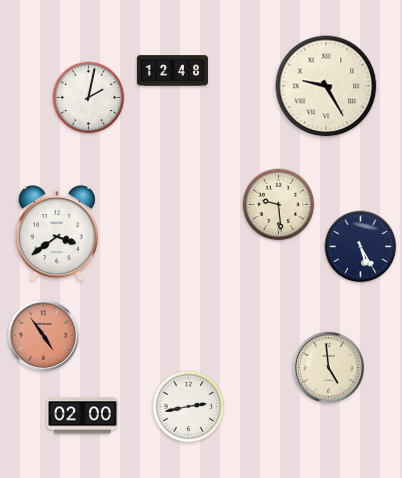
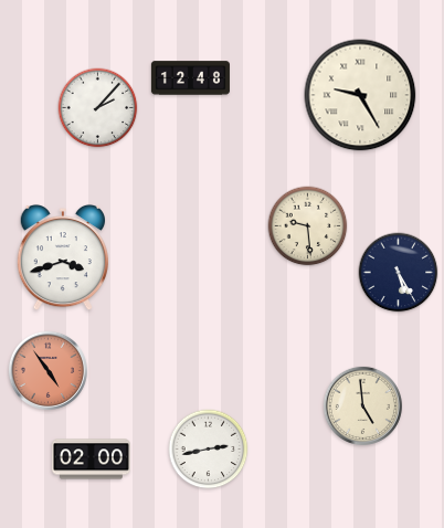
clock at (89, 98): 2:02 -> 2:07
clock at (57, 233): 3:39 -> 3:42
